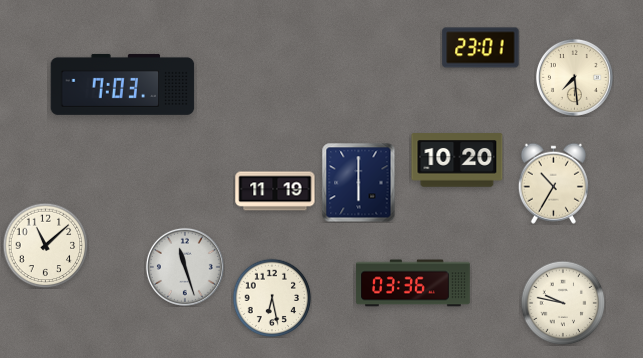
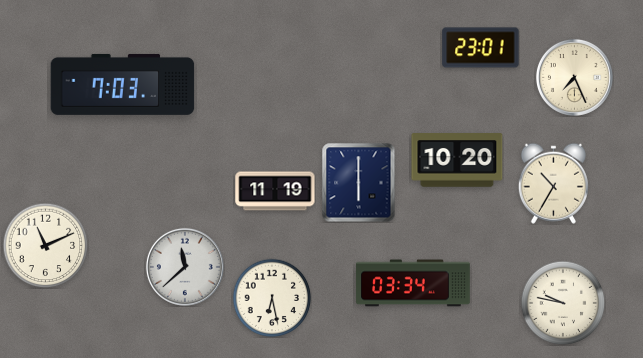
clock at (574, 77): 7:29 -> 7:26
clock at (45, 245): 11:08 -> 11:11
clock at (185, 267): 11:27 -> 11:38
clock at (413, 283): 03:36 -> 03:34
